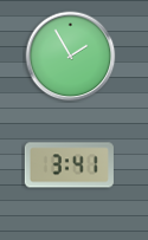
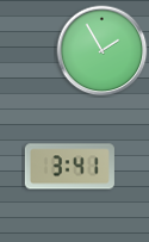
clock at (71, 57) position: (71, 57) -> (103, 51)
